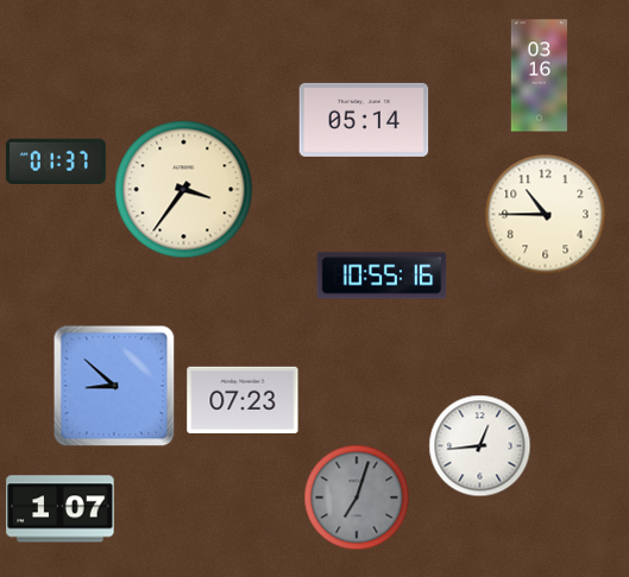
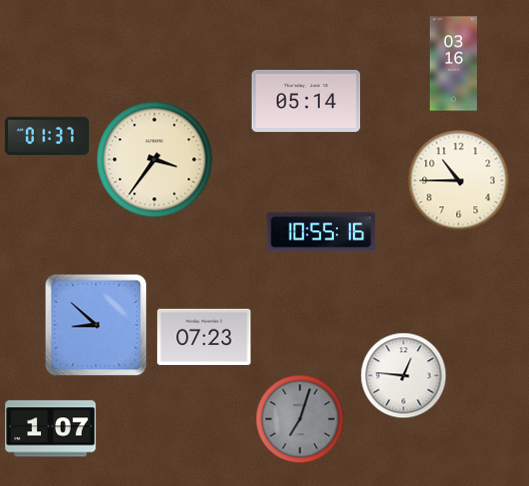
clock at (480, 446): 12:44 -> 12:46
